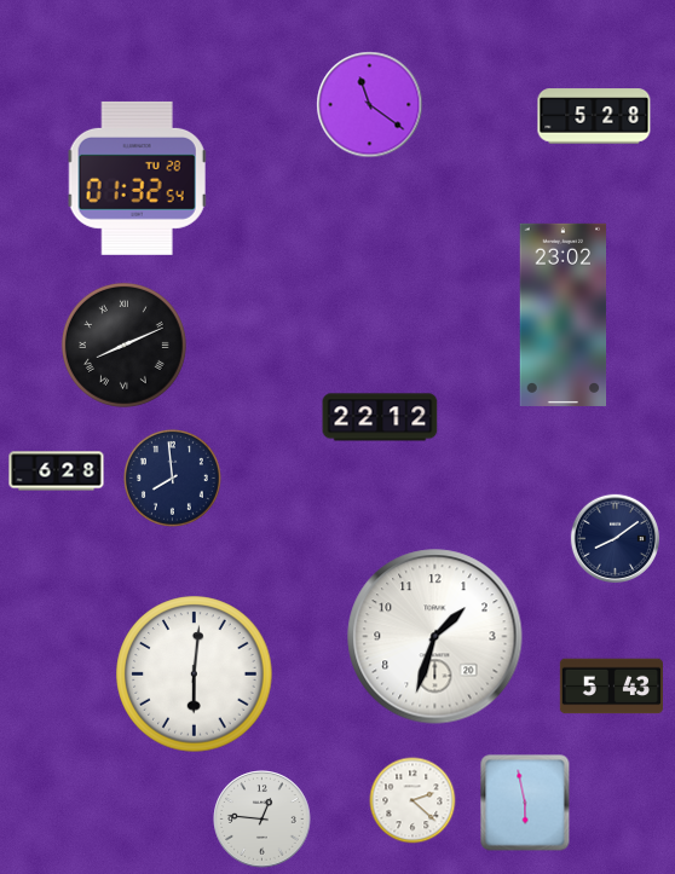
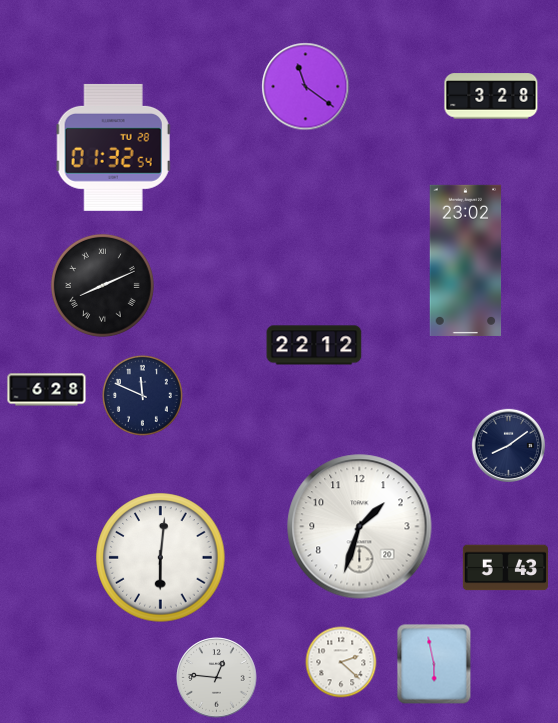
clock at (594, 116): 5:28 -> 3:28
clock at (172, 477): 7:59 -> 11:49
